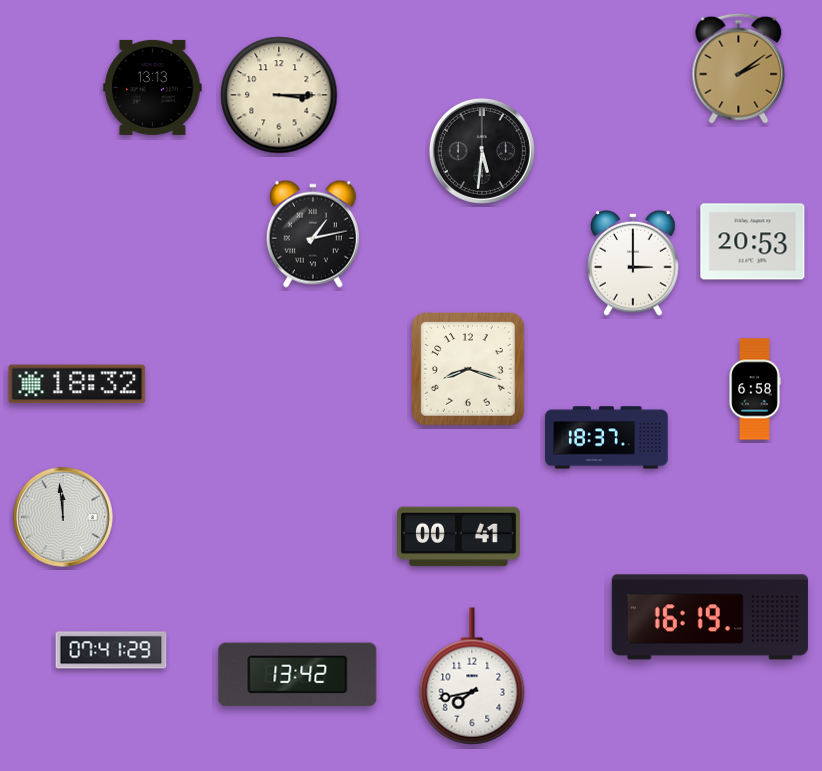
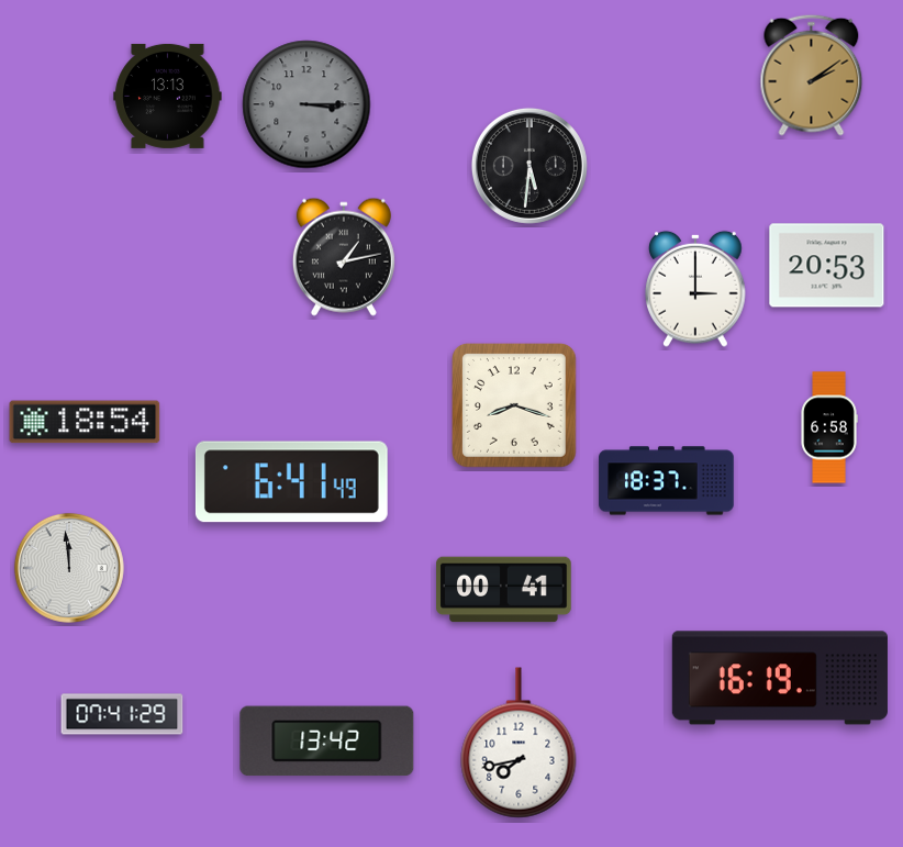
clock at (279, 95) dial: cream -> grey
clock at (77, 384): 18:32 -> 18:54
clock at (291, 482): none -> 6:41
